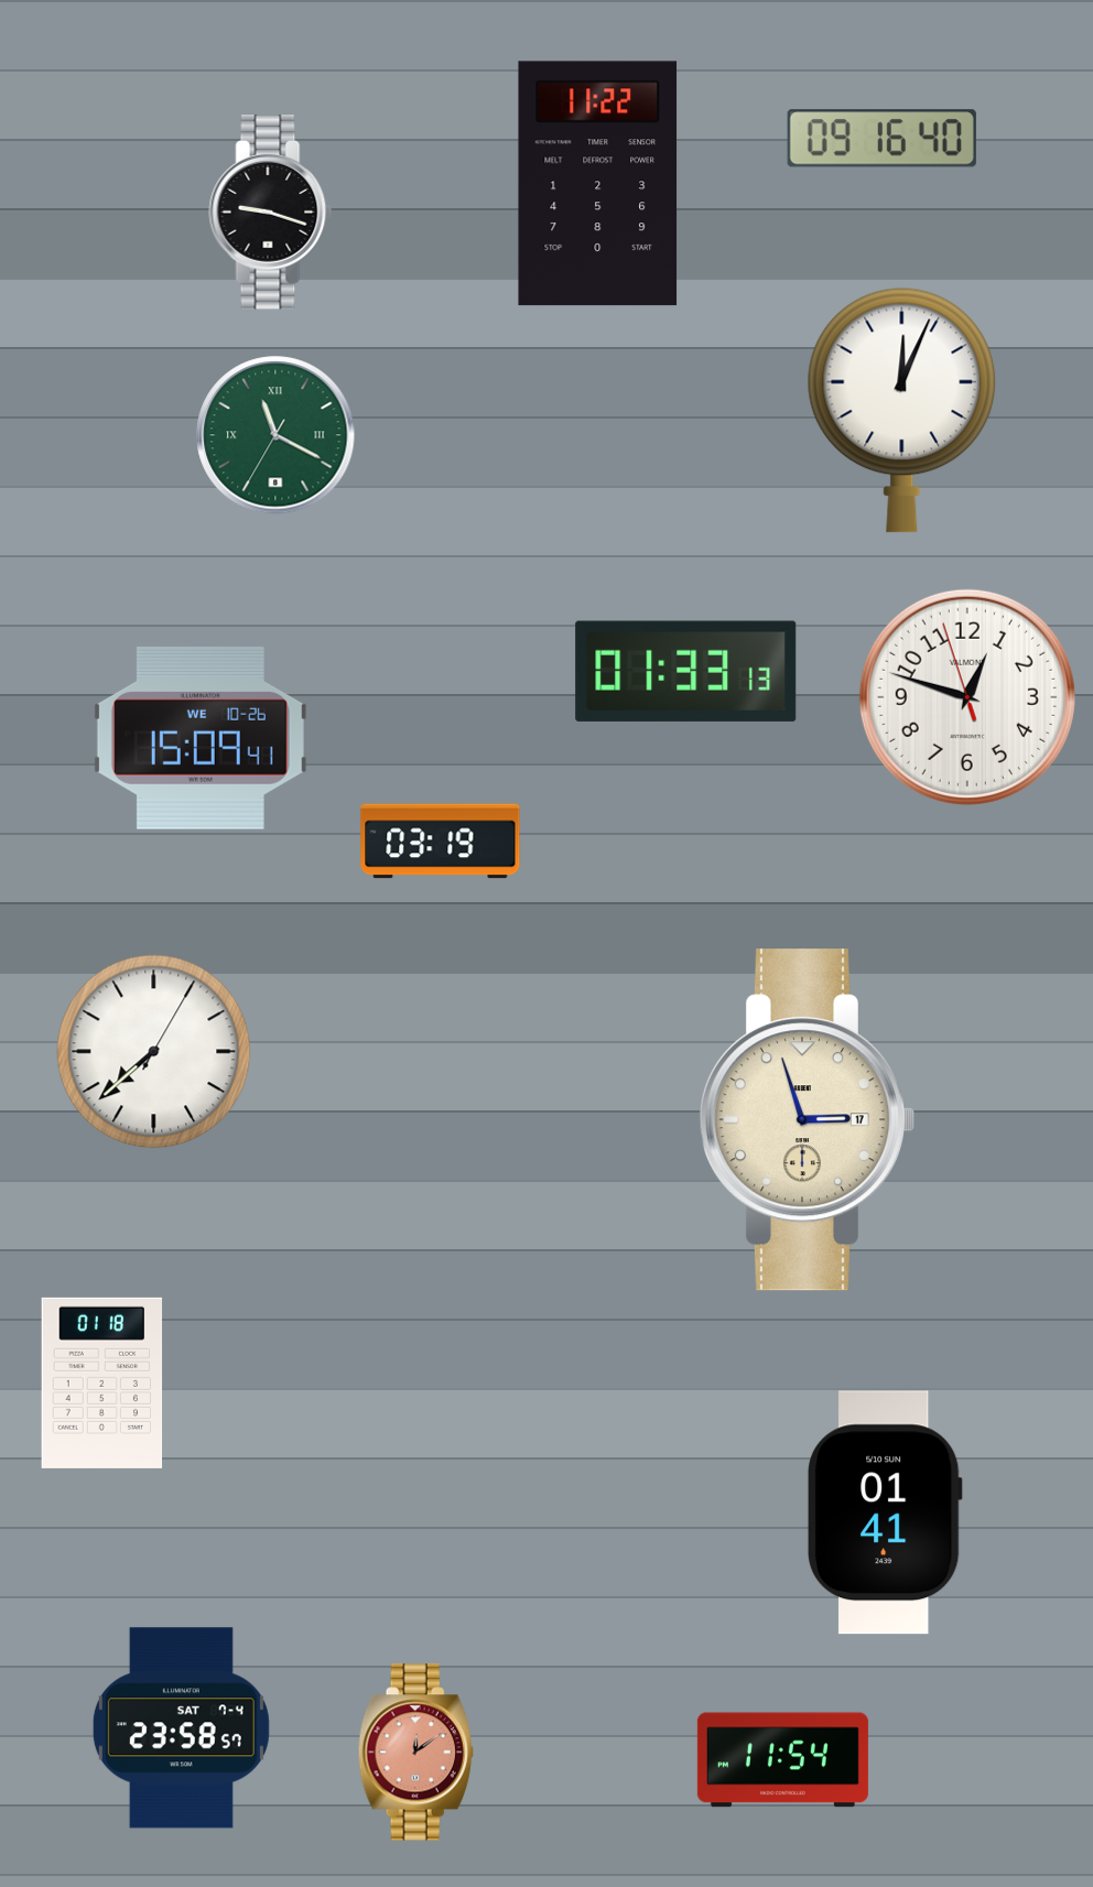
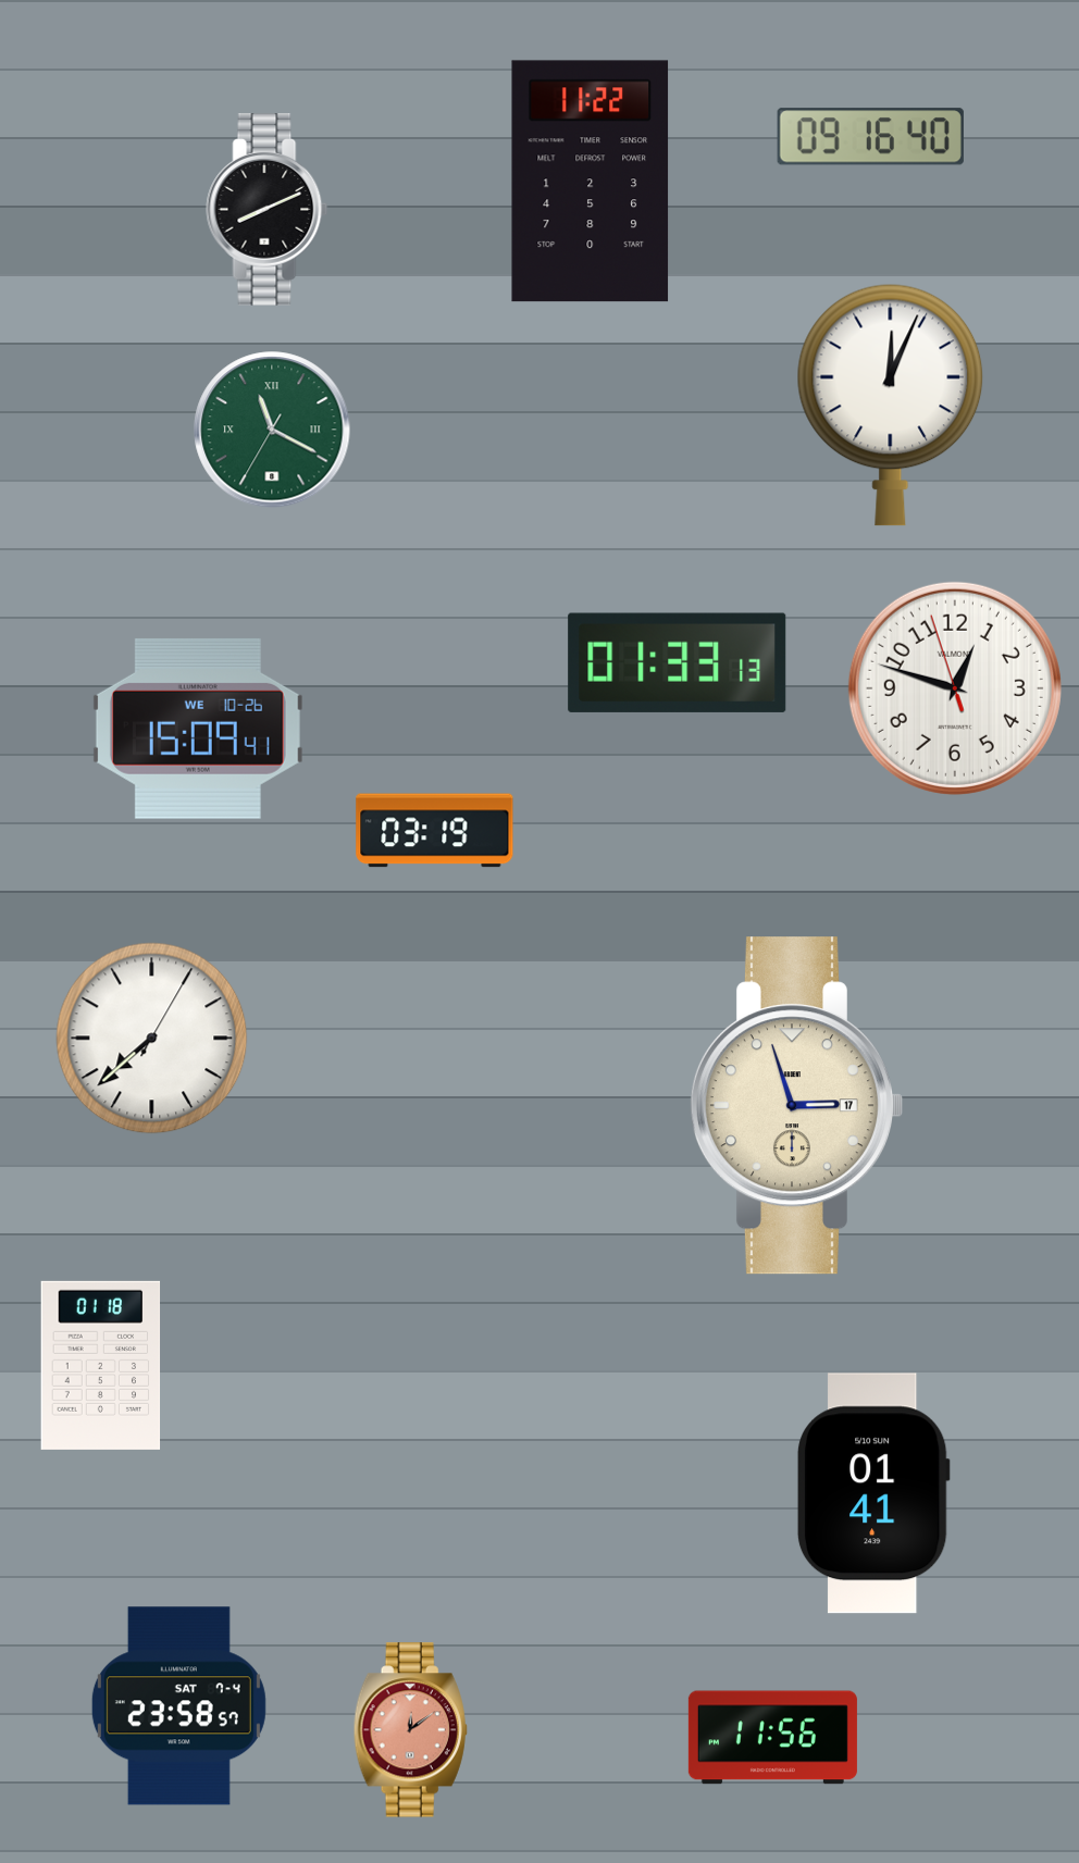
clock at (271, 213): 9:18 -> 8:11
clock at (782, 1760): 11:54 -> 11:56
